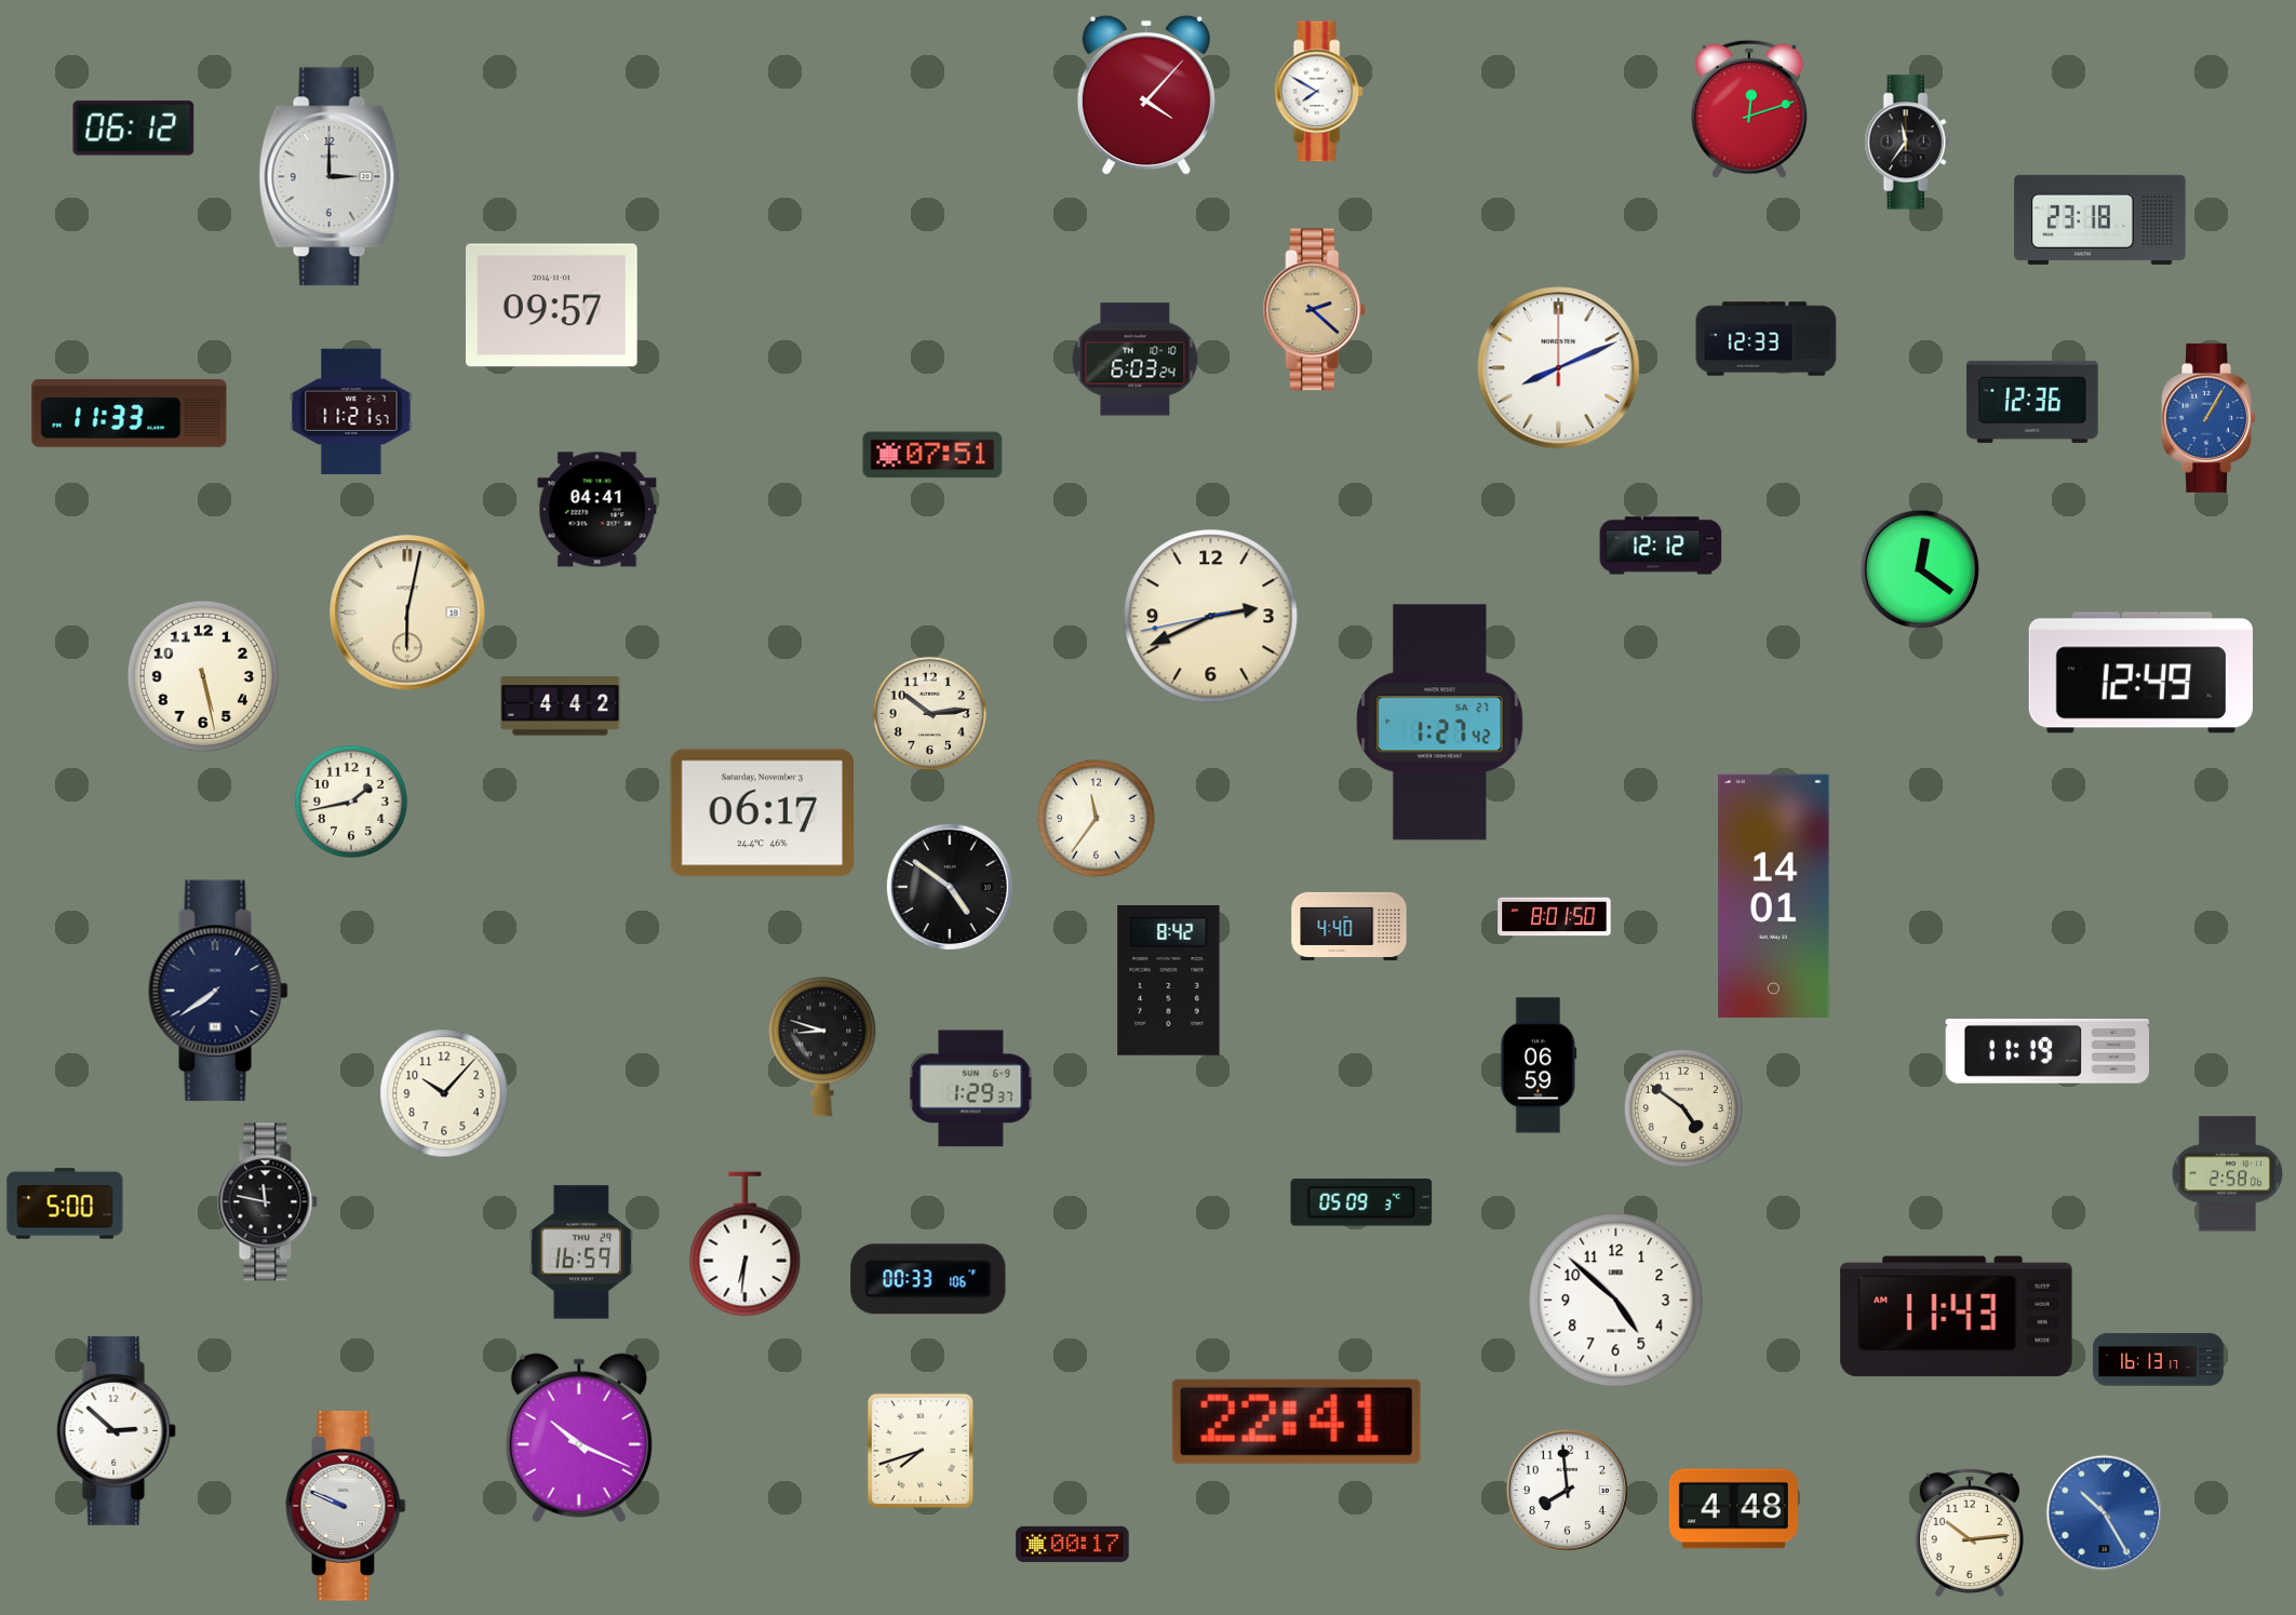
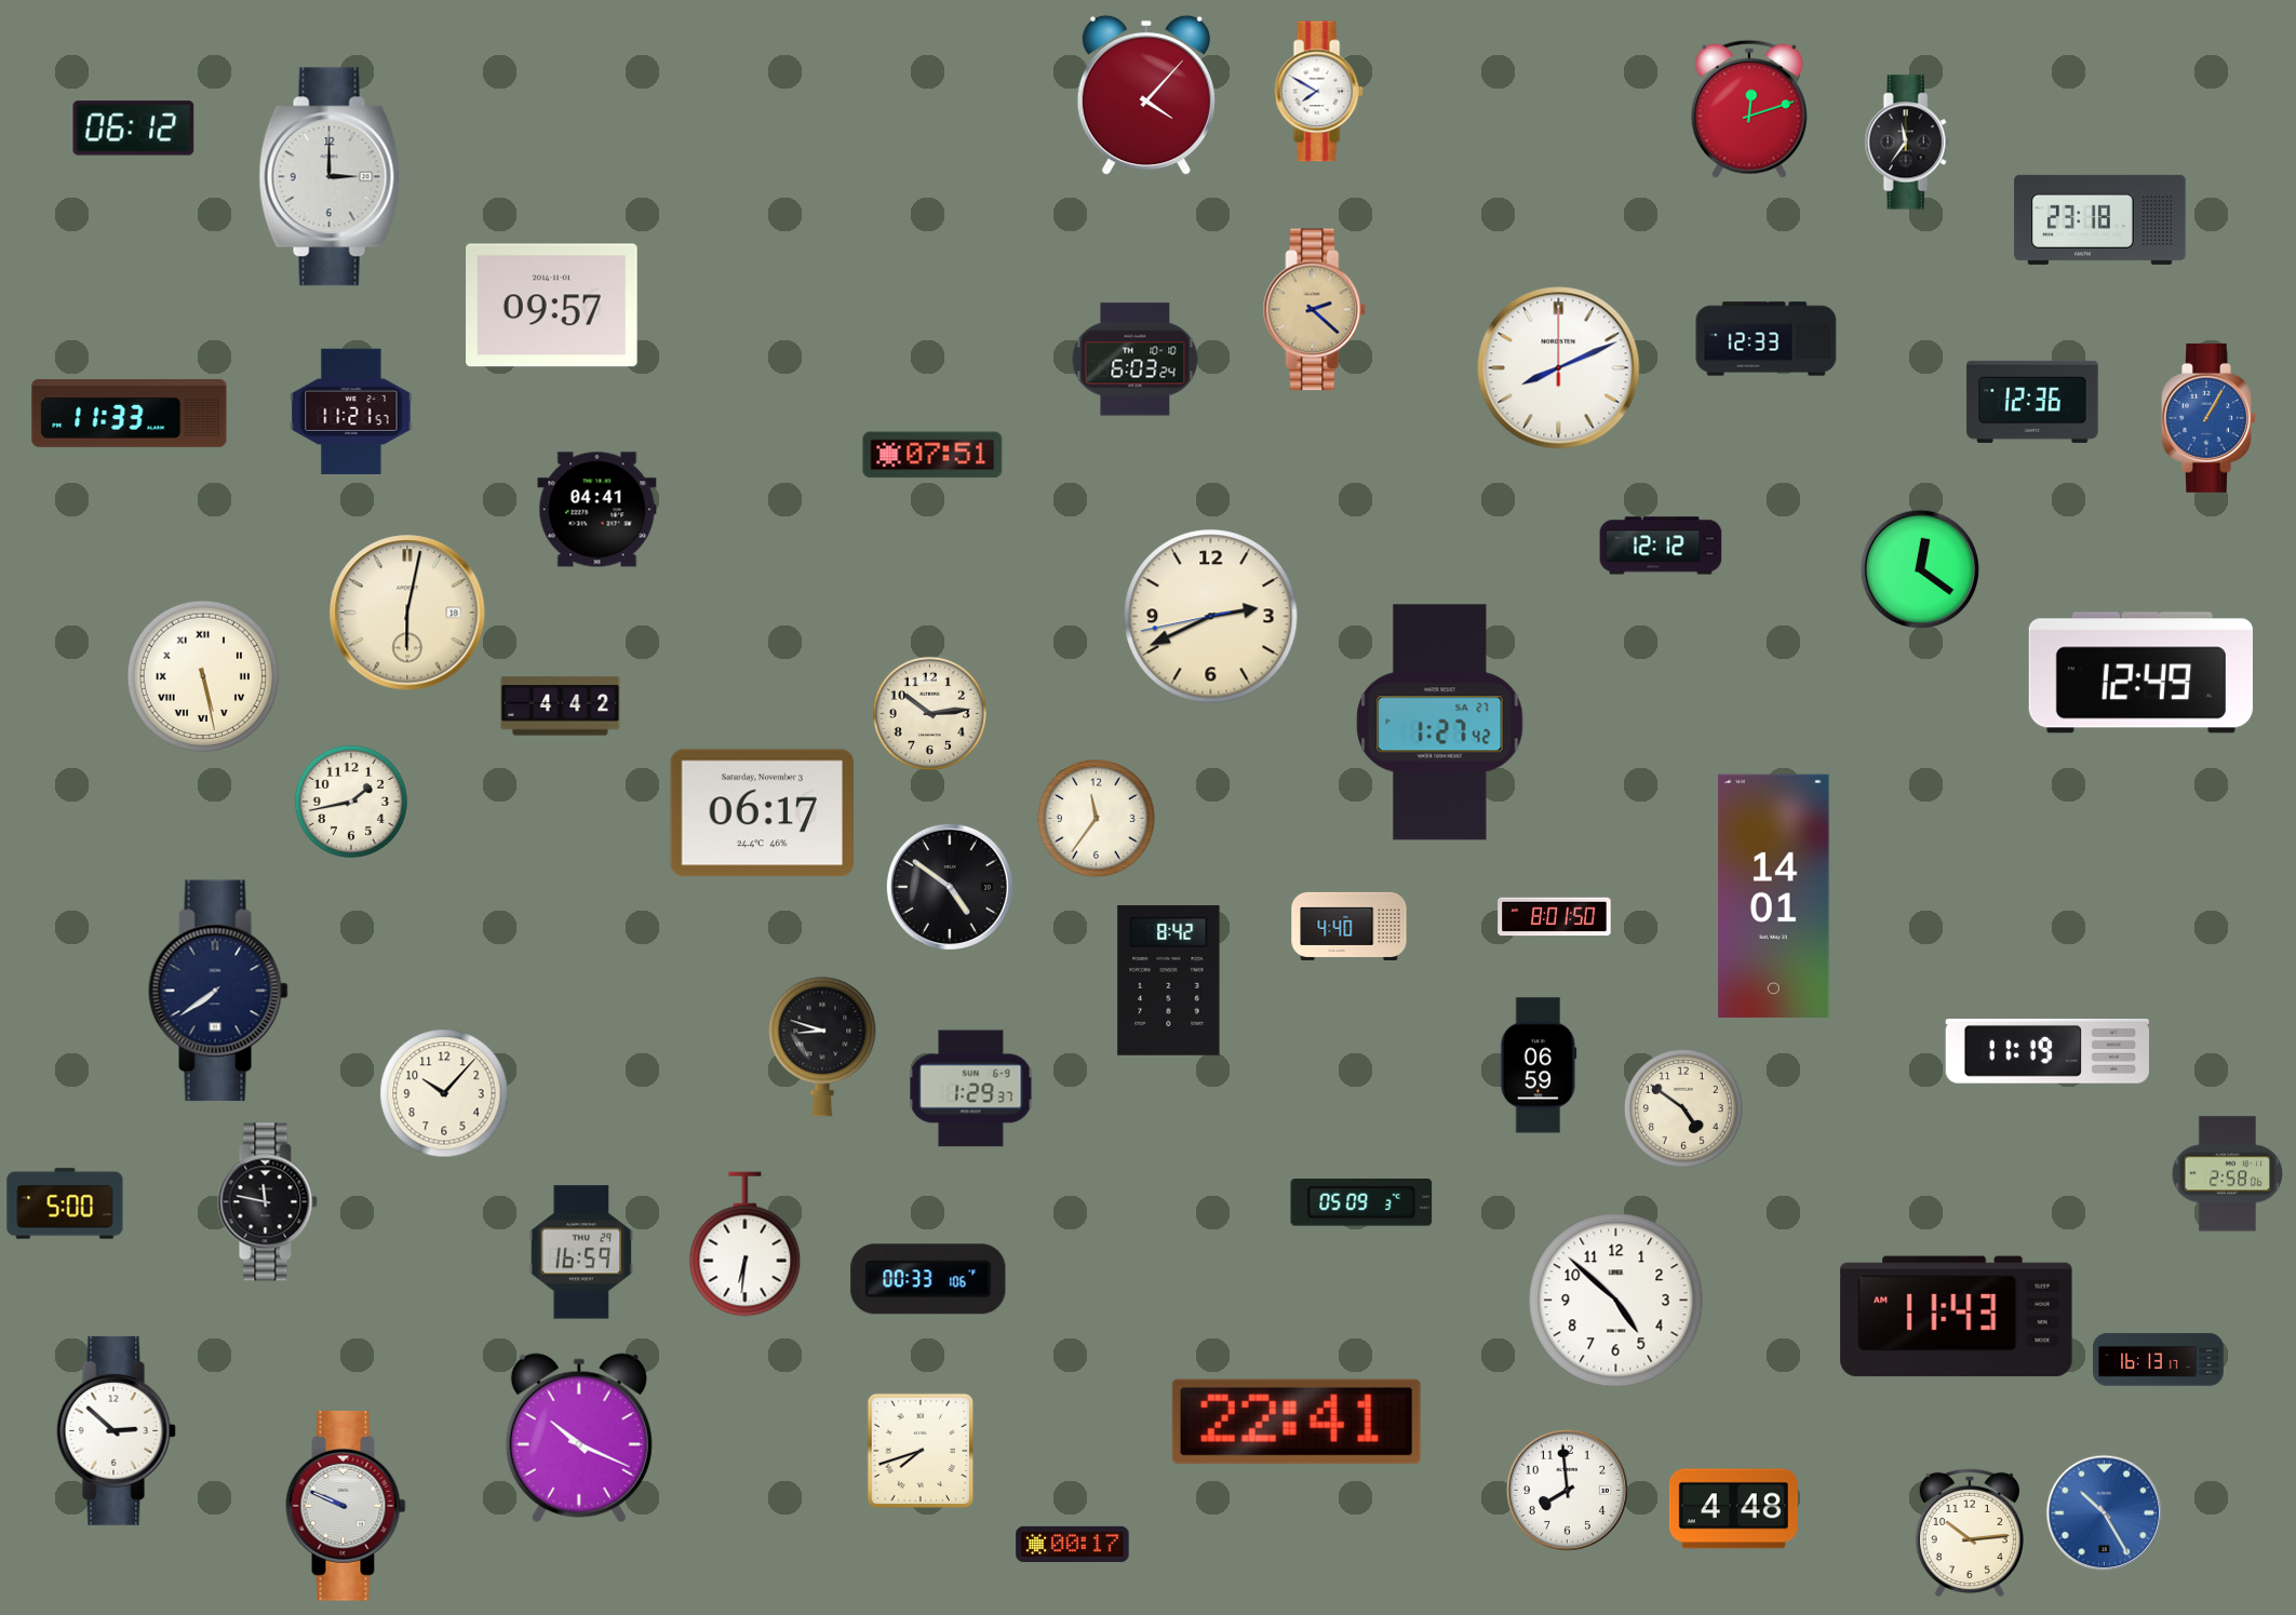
clock at (203, 676) numerals: Arabic -> Roman
